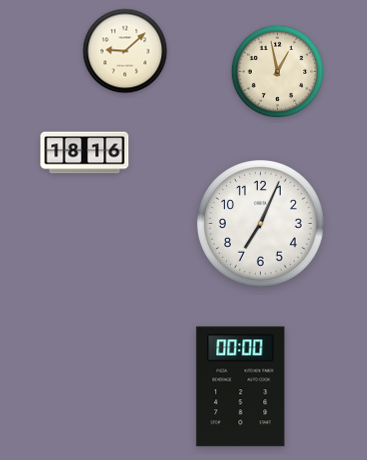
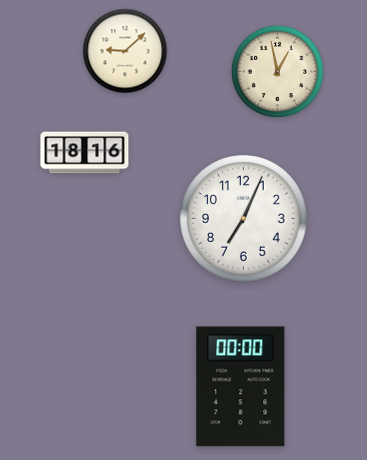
clock at (261, 224) position: (261, 224) -> (244, 219)
